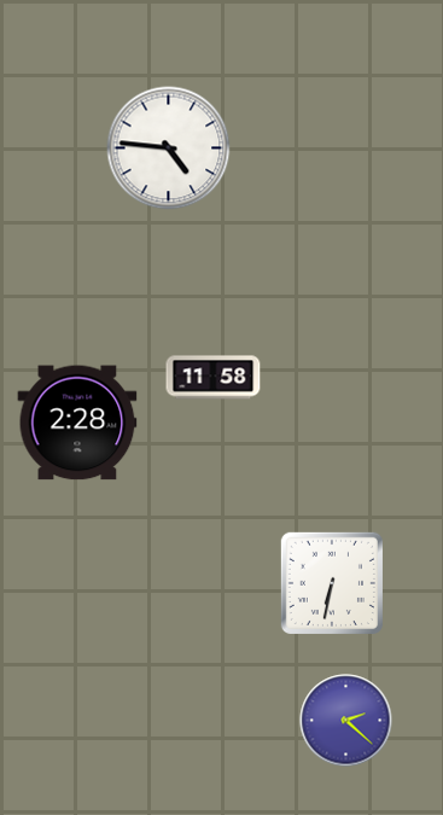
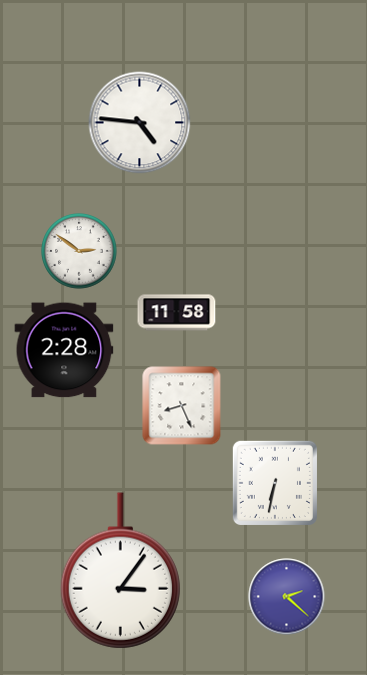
clock at (79, 251): none -> 2:51
clock at (182, 406): none -> 8:26
clock at (120, 571): none -> 3:06
